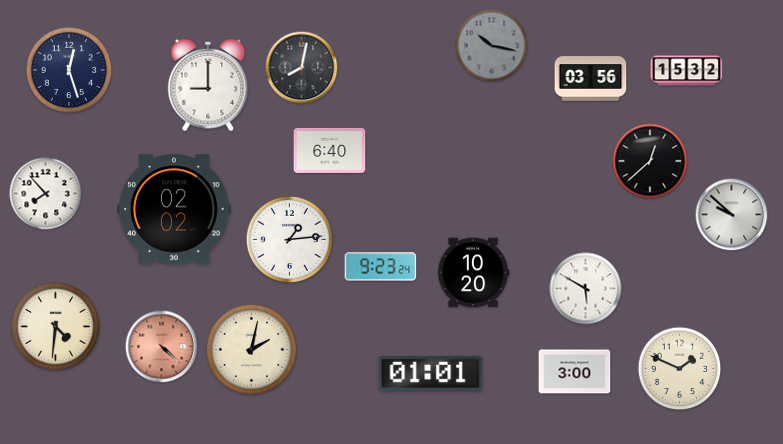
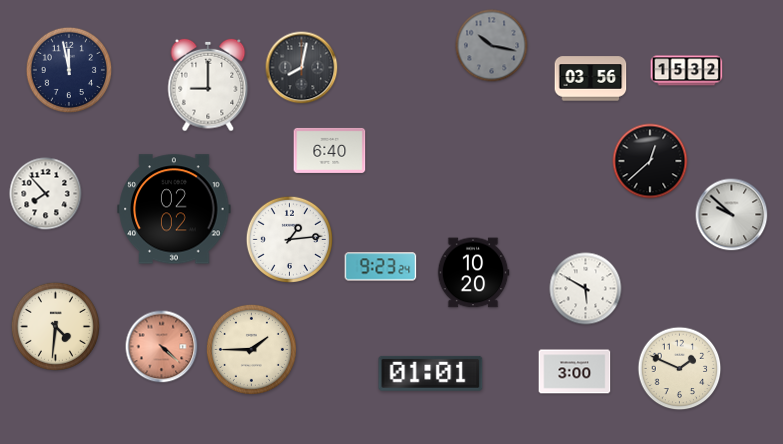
clock at (69, 70): 12:27 -> 11:58
clock at (251, 349): 2:02 -> 1:45
